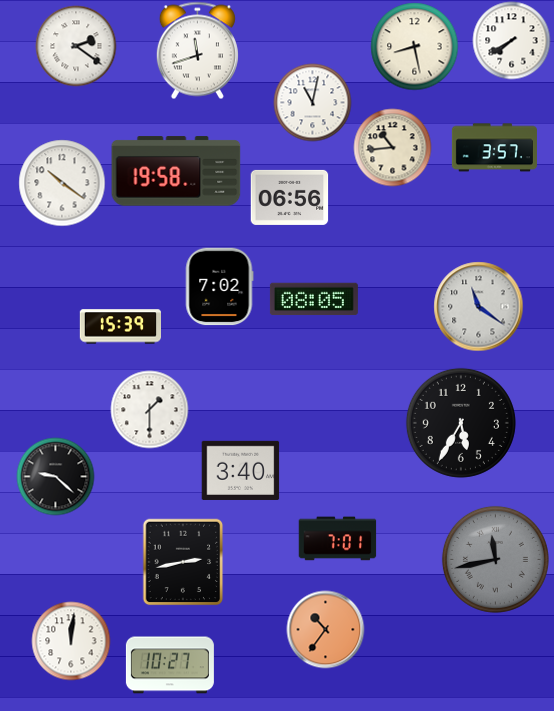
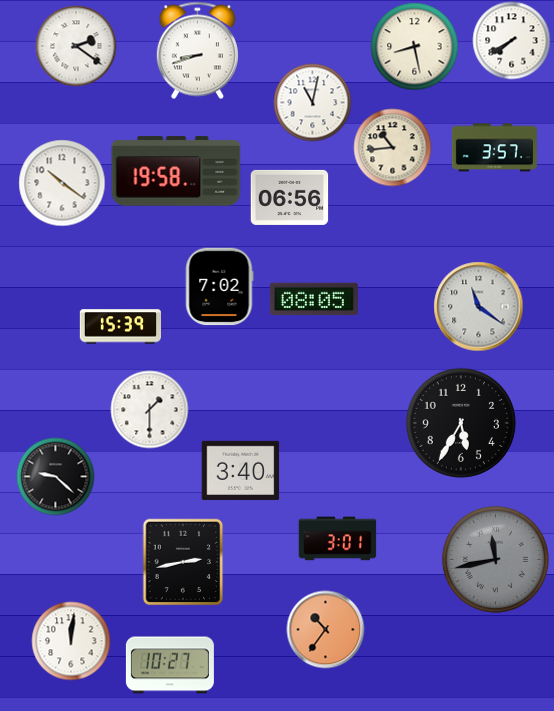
clock at (197, 50): 11:42 -> 8:42
clock at (337, 539): 7:01 -> 3:01
